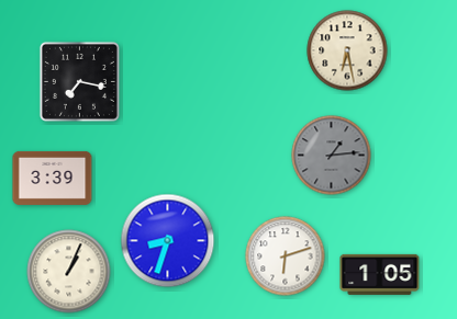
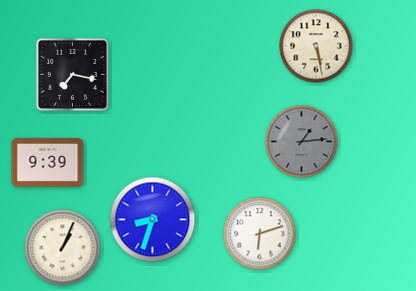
clock at (347, 50): 6:28 -> 5:28
clock at (53, 178): 3:39 -> 9:39
clock at (380, 274): 1:05 -> none
